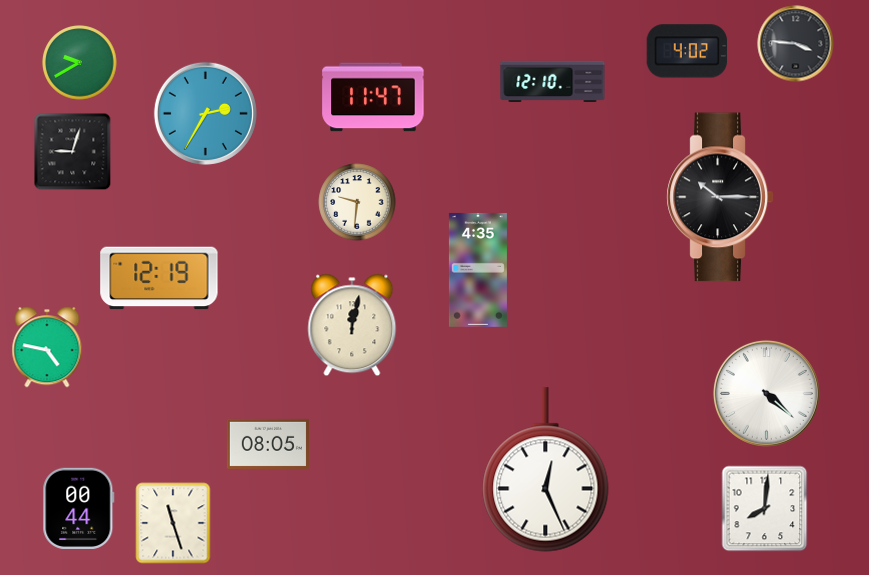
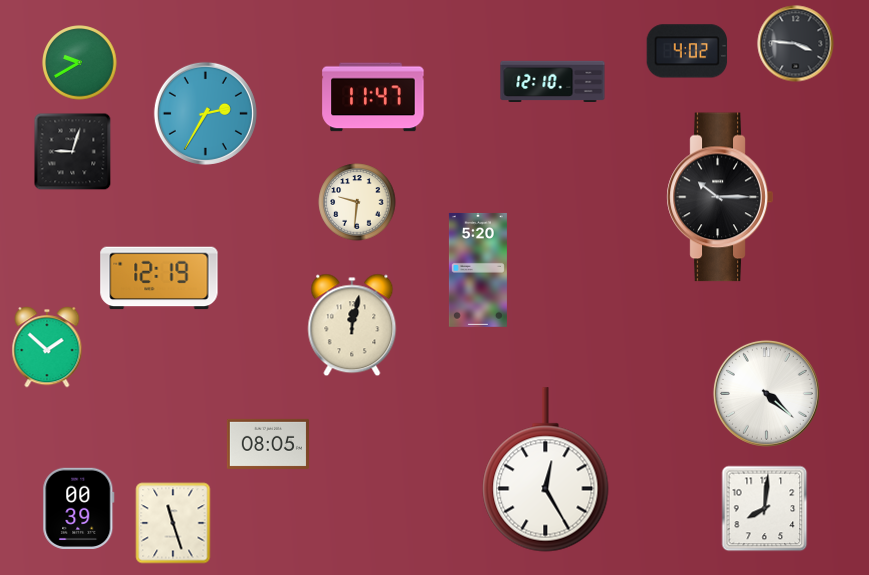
clock at (478, 270): 4:35 -> 5:20
clock at (47, 347): 4:47 -> 1:52
clock at (546, 470): 12:26 -> 12:25
clock at (79, 508): 00:44 -> 00:39
